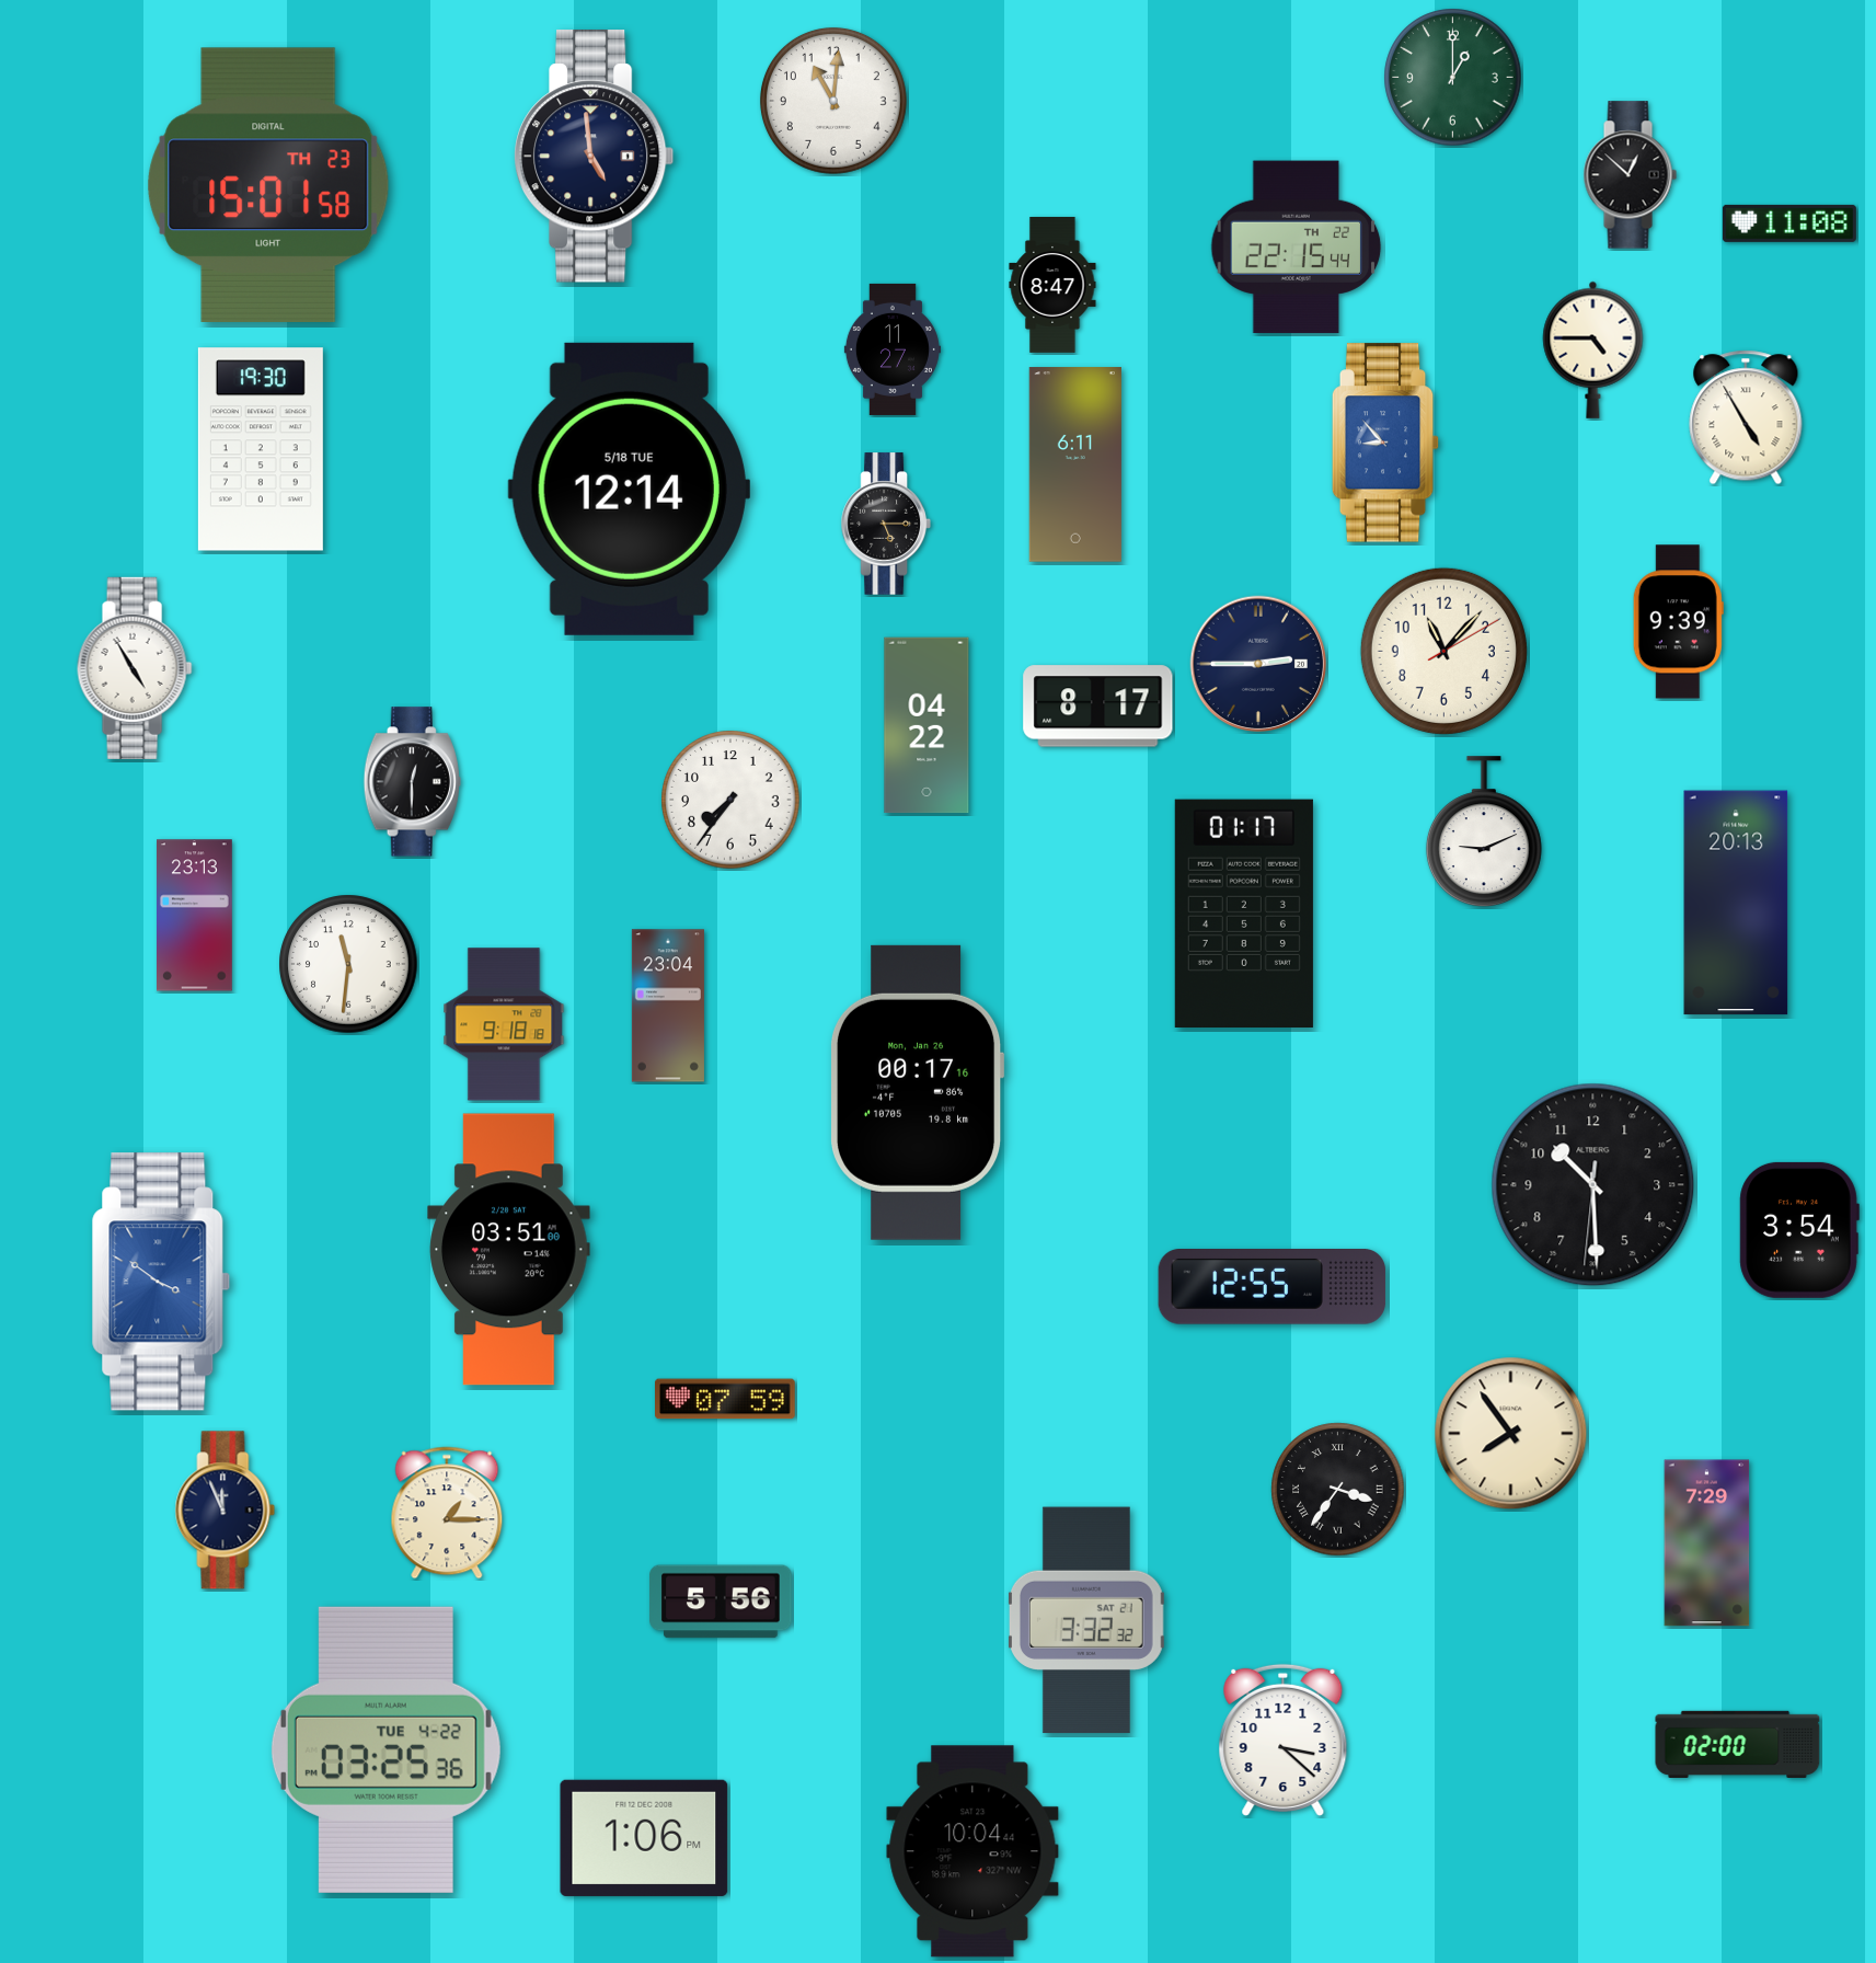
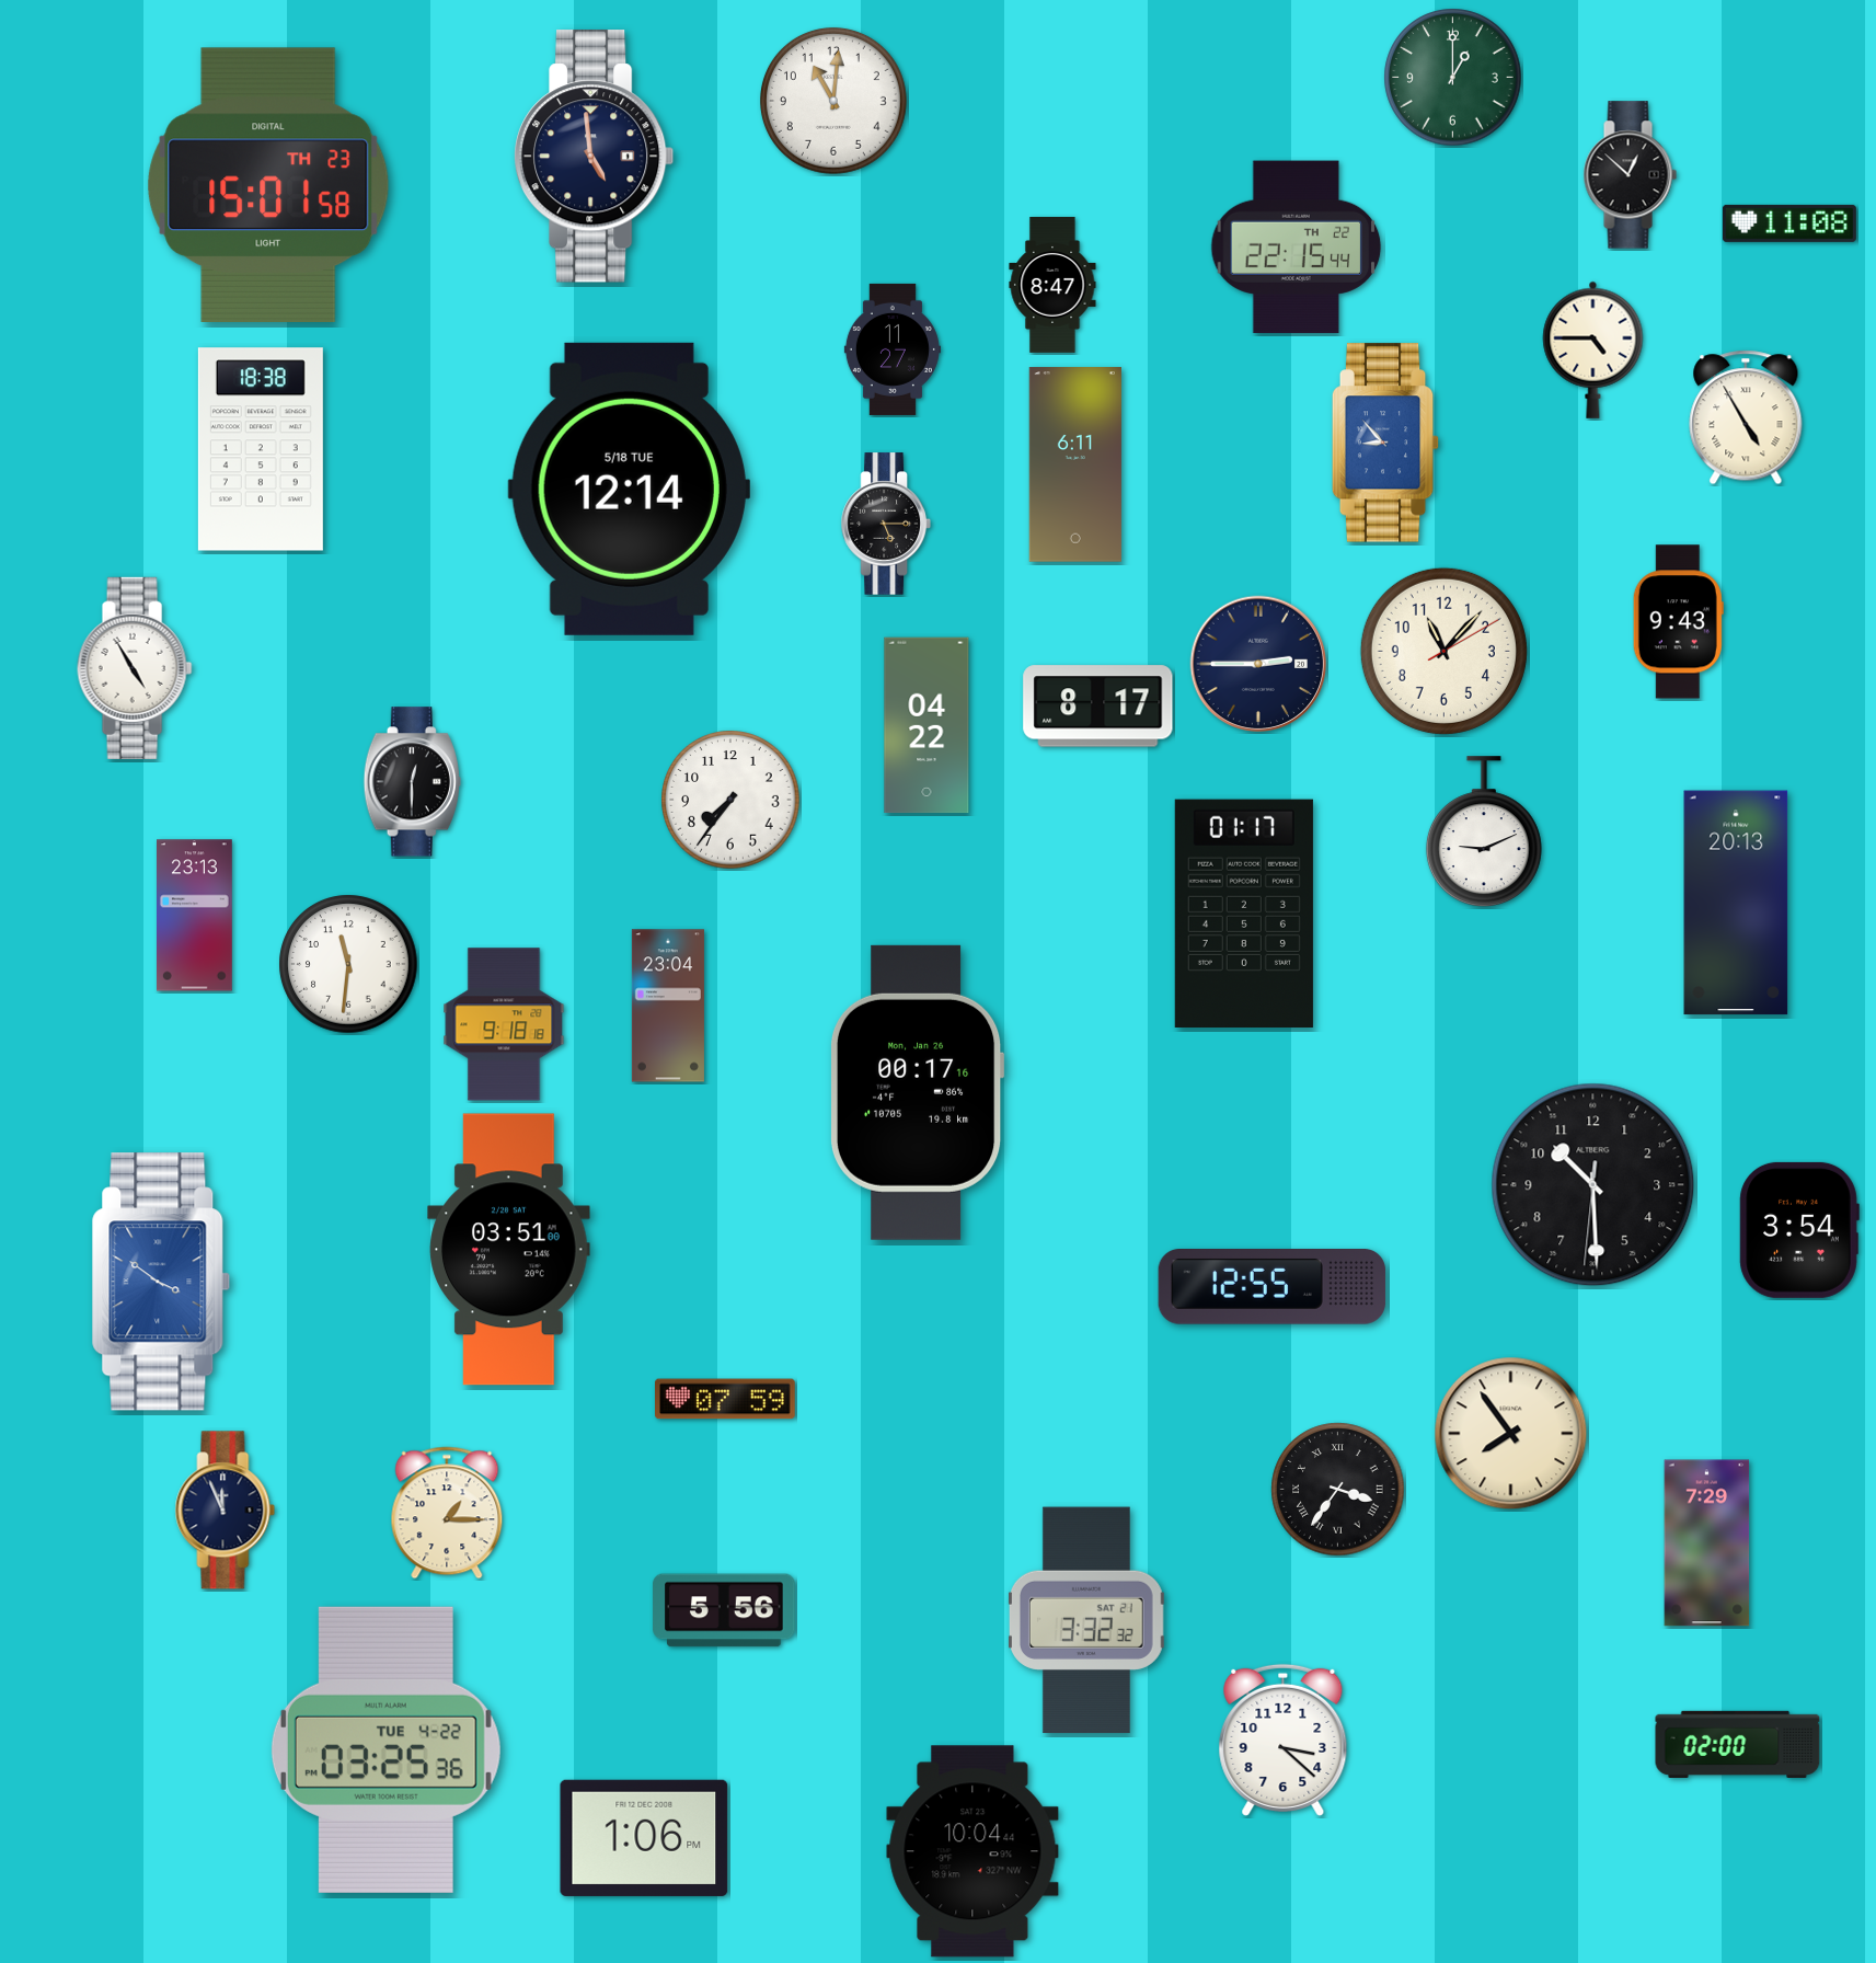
clock at (261, 449): 19:30 -> 18:38
clock at (1678, 622): 9:39 -> 9:43
clock at (721, 1602) position: (721, 1602) -> (724, 1610)
